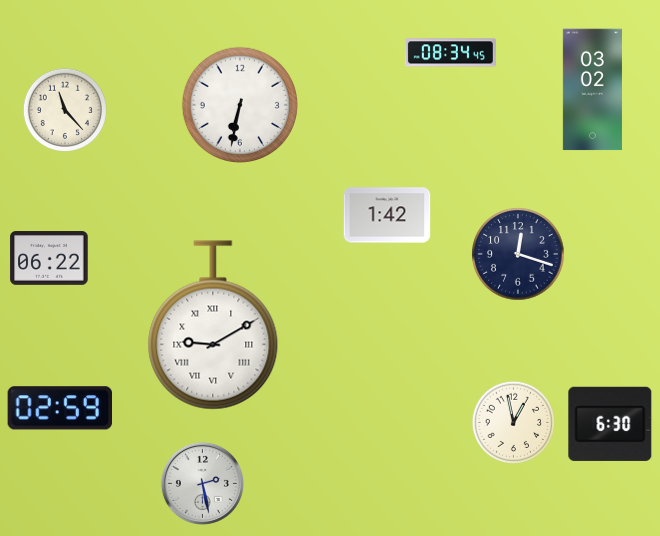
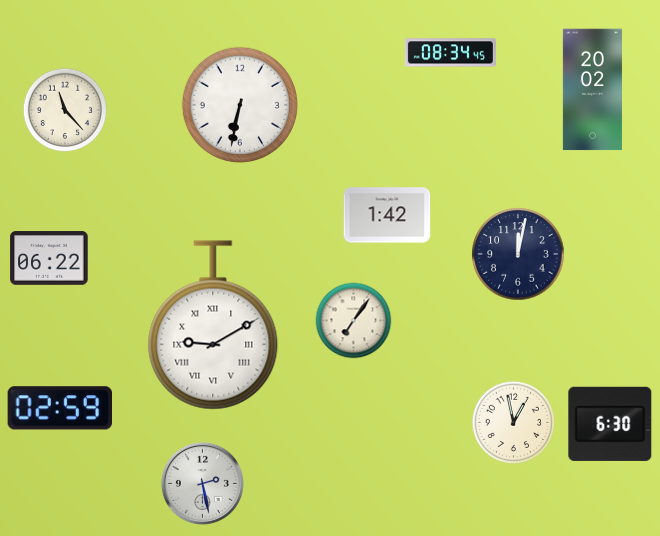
clock at (592, 90): 03:02 -> 20:02
clock at (518, 254): 12:18 -> 12:02
clock at (354, 321): none -> 7:06
